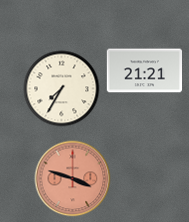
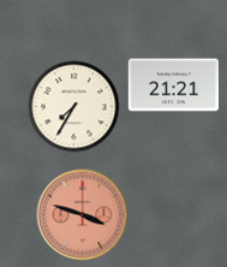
clock at (73, 179) position: (73, 179) -> (83, 215)
